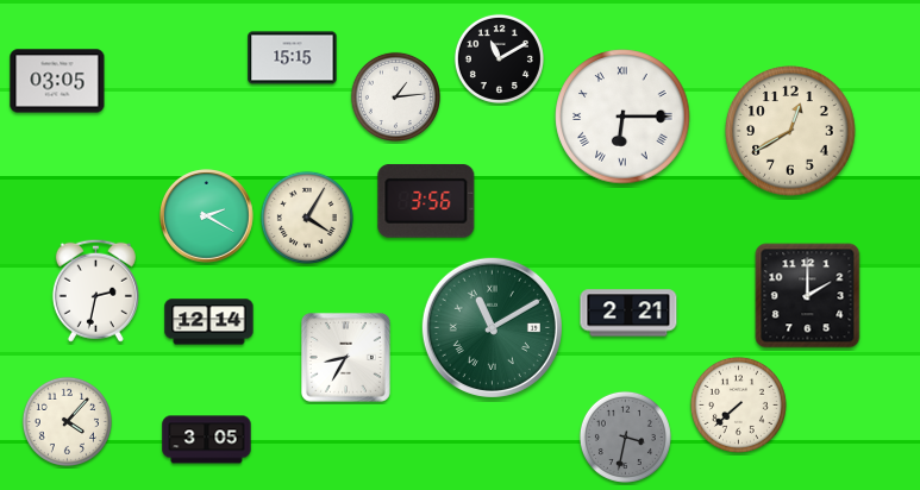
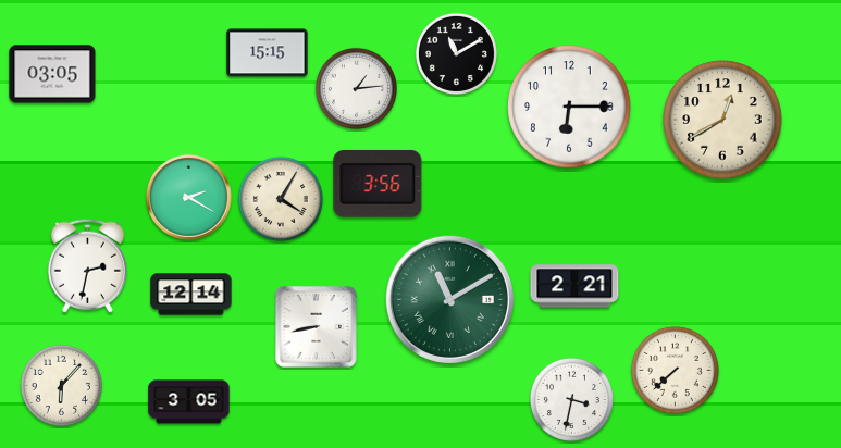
clock at (395, 96) position: (395, 96) -> (356, 88)
clock at (622, 117) numerals: Roman -> Arabic
clock at (426, 201) position: (426, 201) -> (378, 184)
clock at (808, 296): 2:00 -> none
clock at (345, 357): 8:35 -> 8:43
clock at (67, 421): 4:07 -> 6:07
clock at (625, 436) dial: grey -> white
